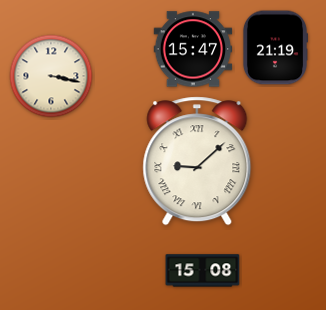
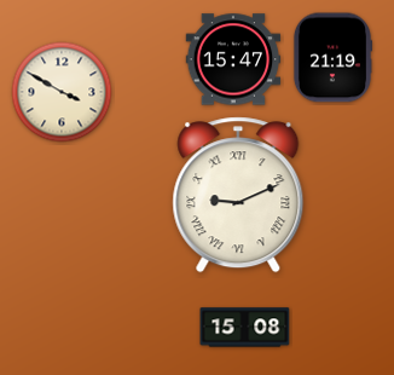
clock at (51, 76): 3:17 -> 3:50
clock at (197, 161): 9:08 -> 9:11
